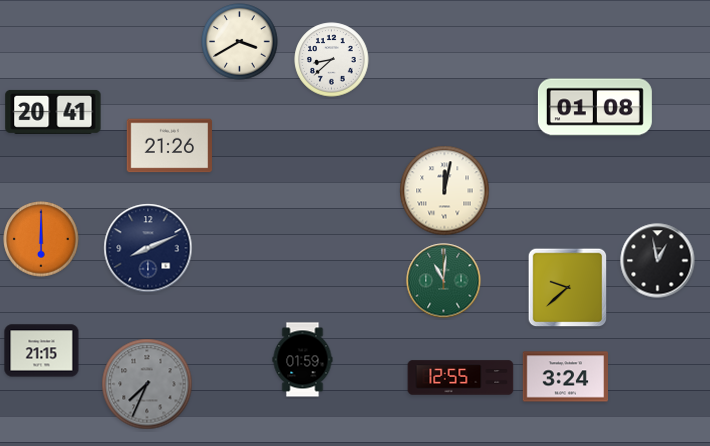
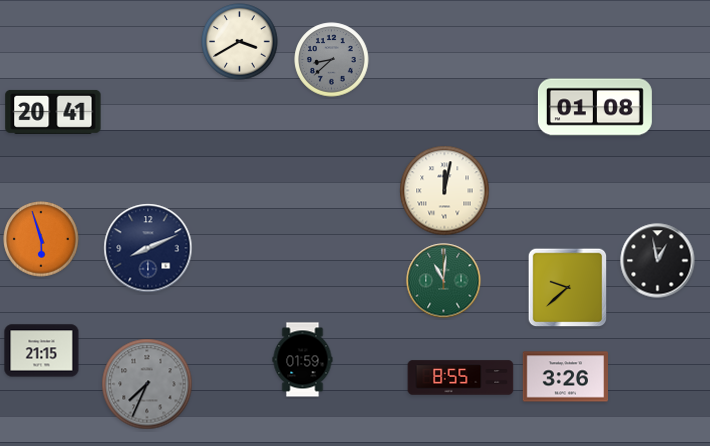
clock at (332, 60) dial: white -> grey
clock at (169, 146): 21:26 -> none
clock at (41, 239): 6:00 -> 5:57
clock at (565, 377): 3:24 -> 3:26
clock at (461, 378): 12:55 -> 8:55
